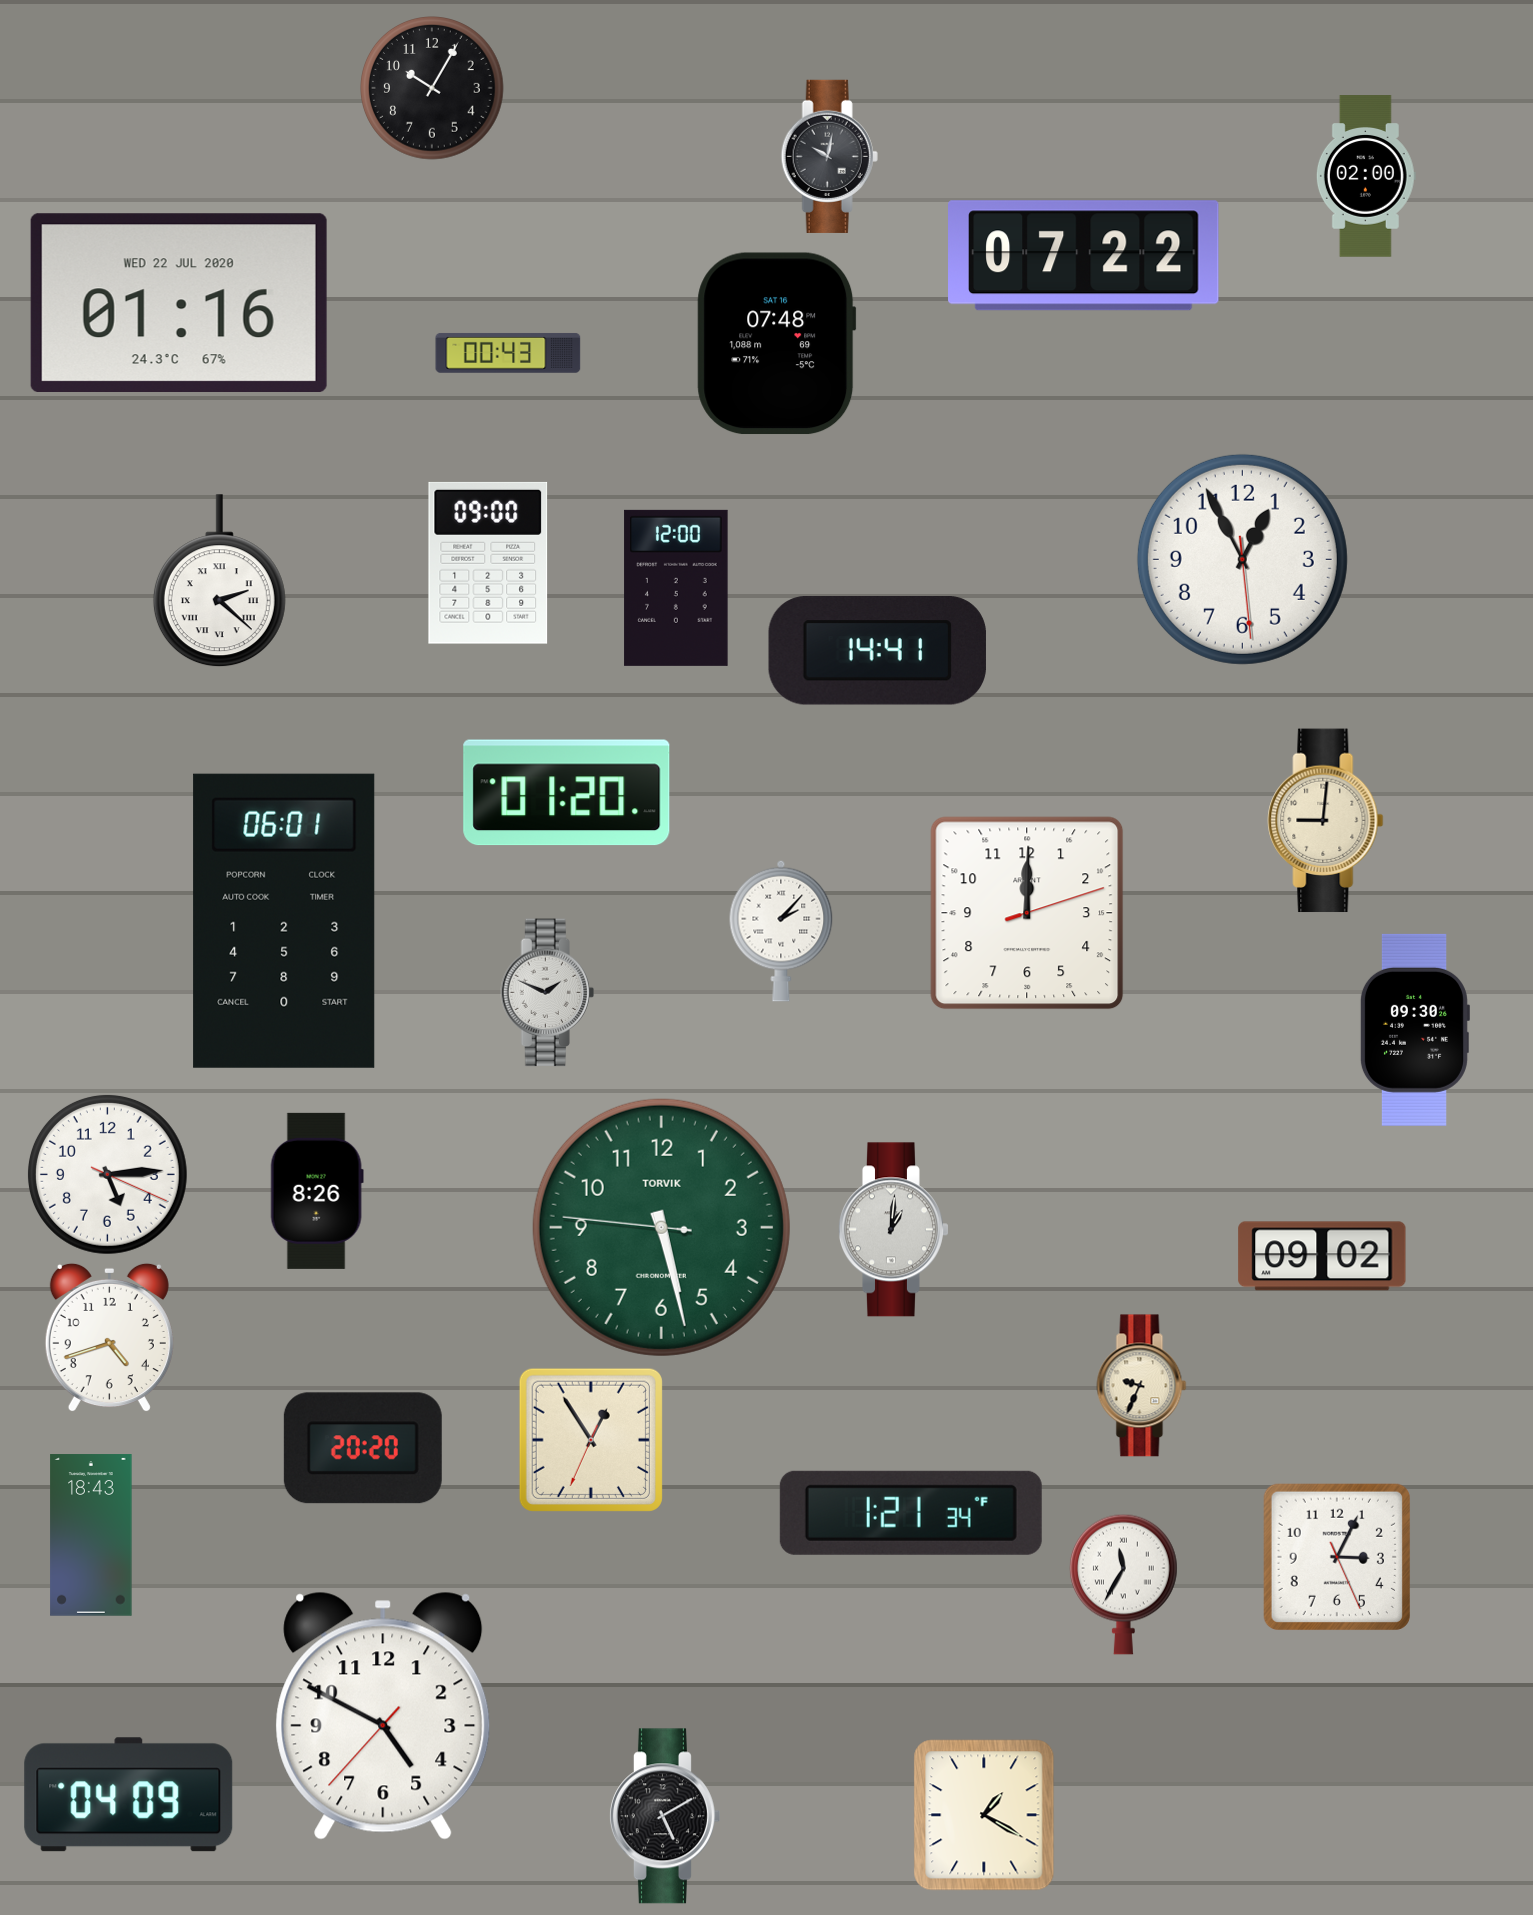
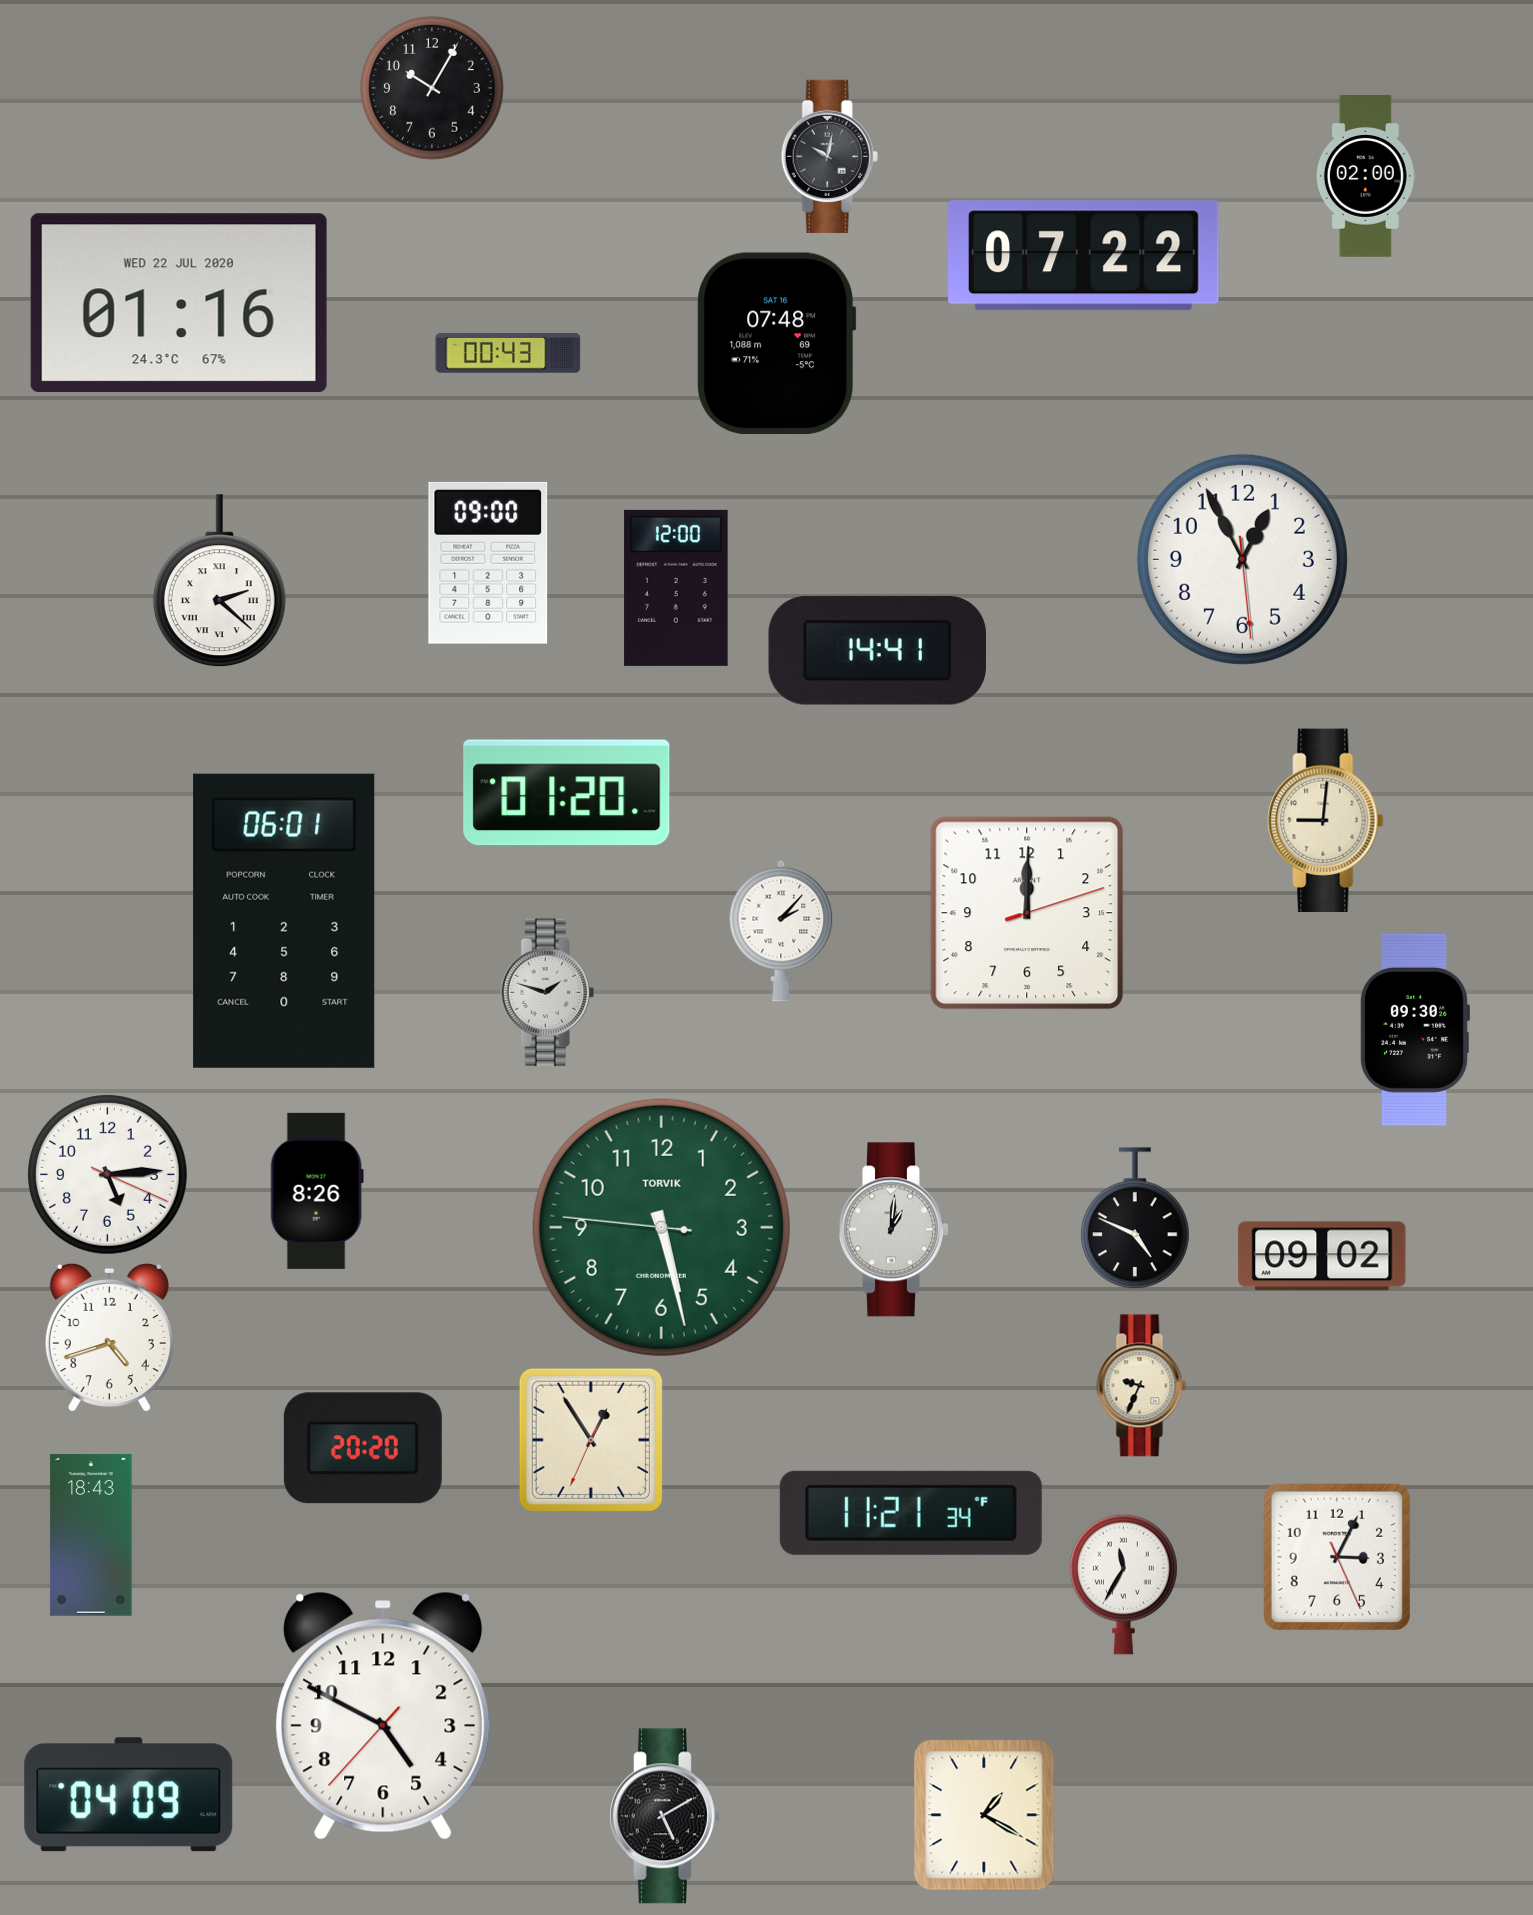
clock at (547, 993): 1:49 -> 1:48
clock at (1135, 1219): none -> 4:49
clock at (911, 1513): 1:21 -> 11:21
